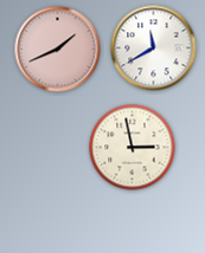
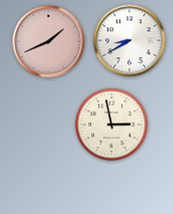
clock at (154, 48): 11:40 -> 8:40
